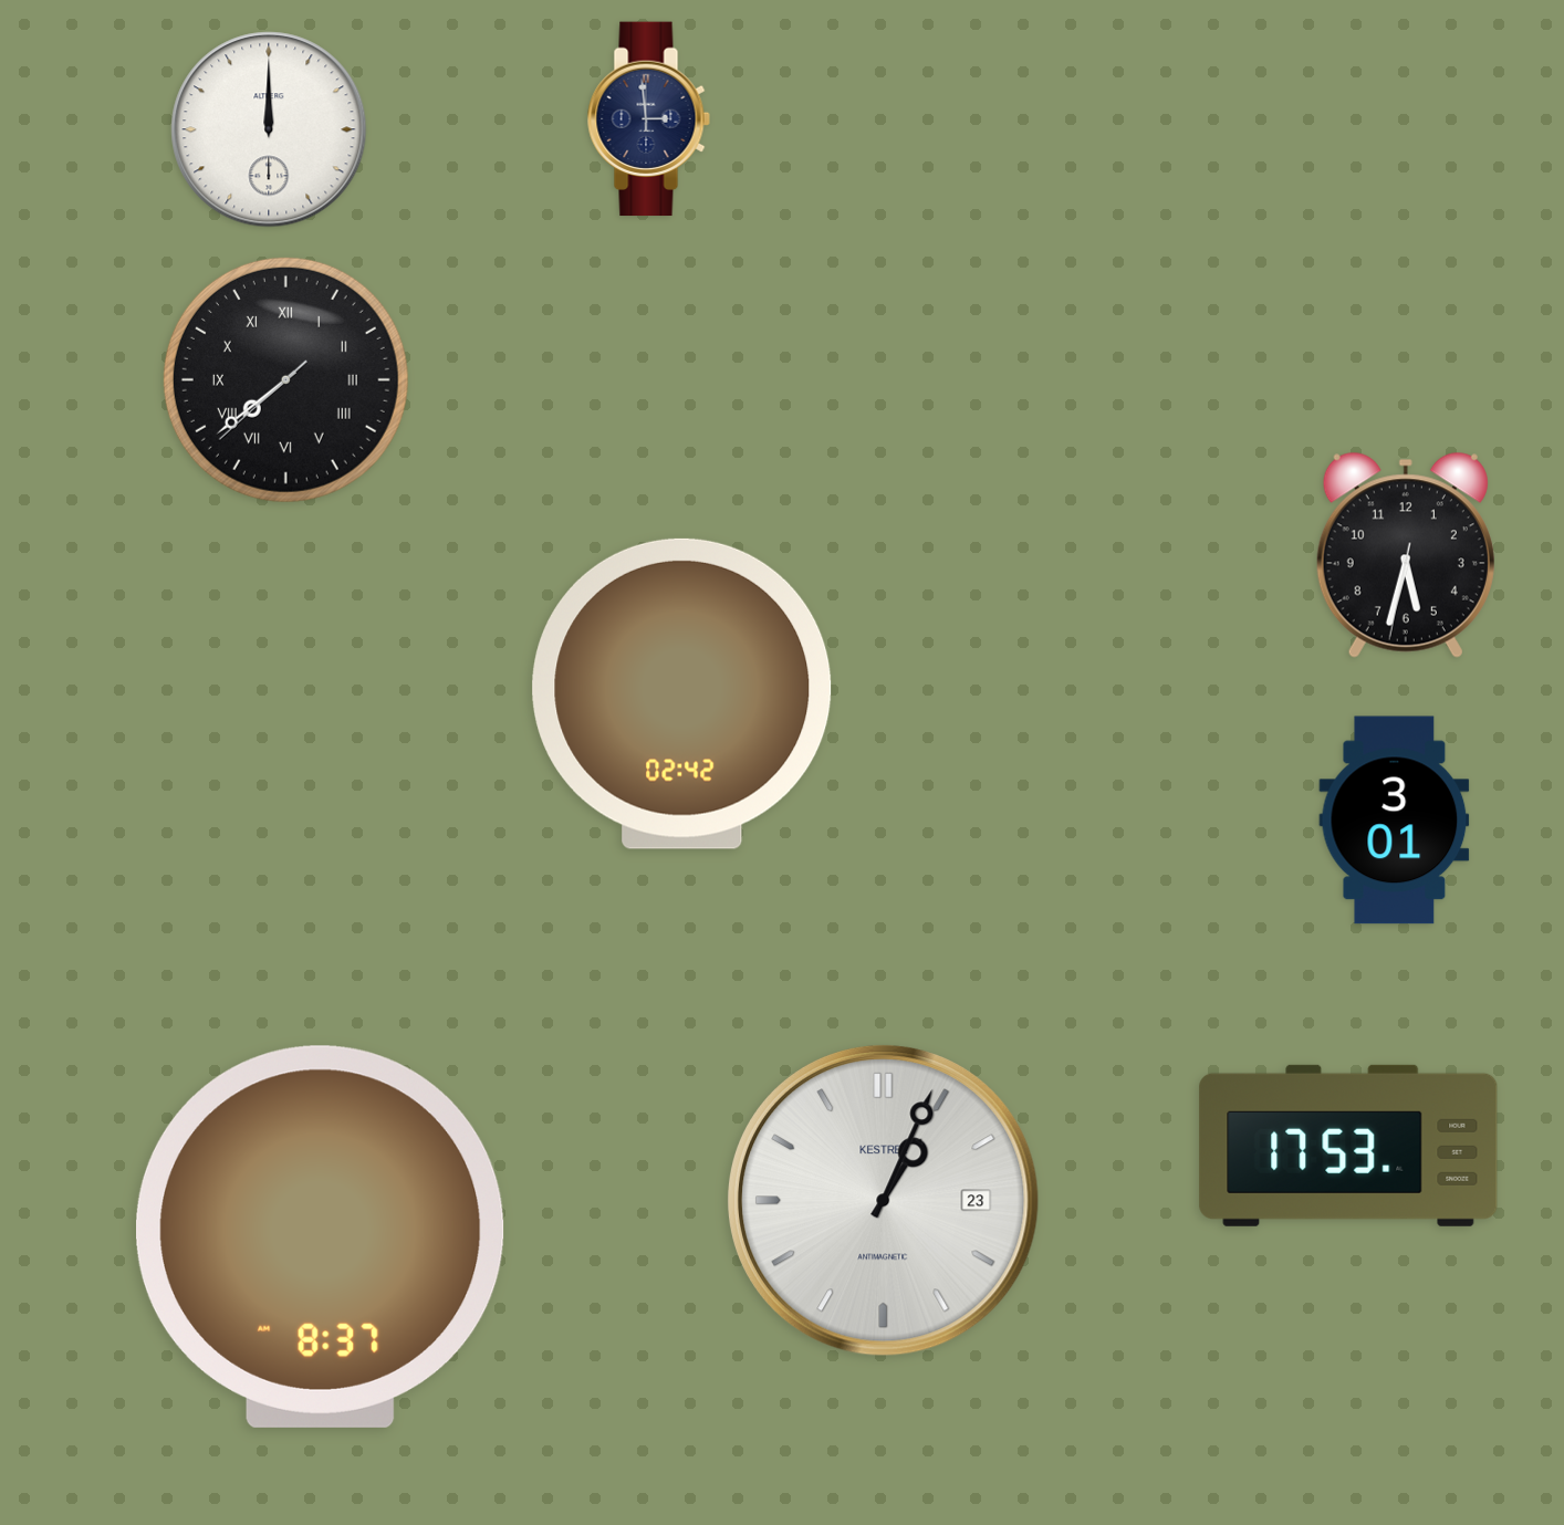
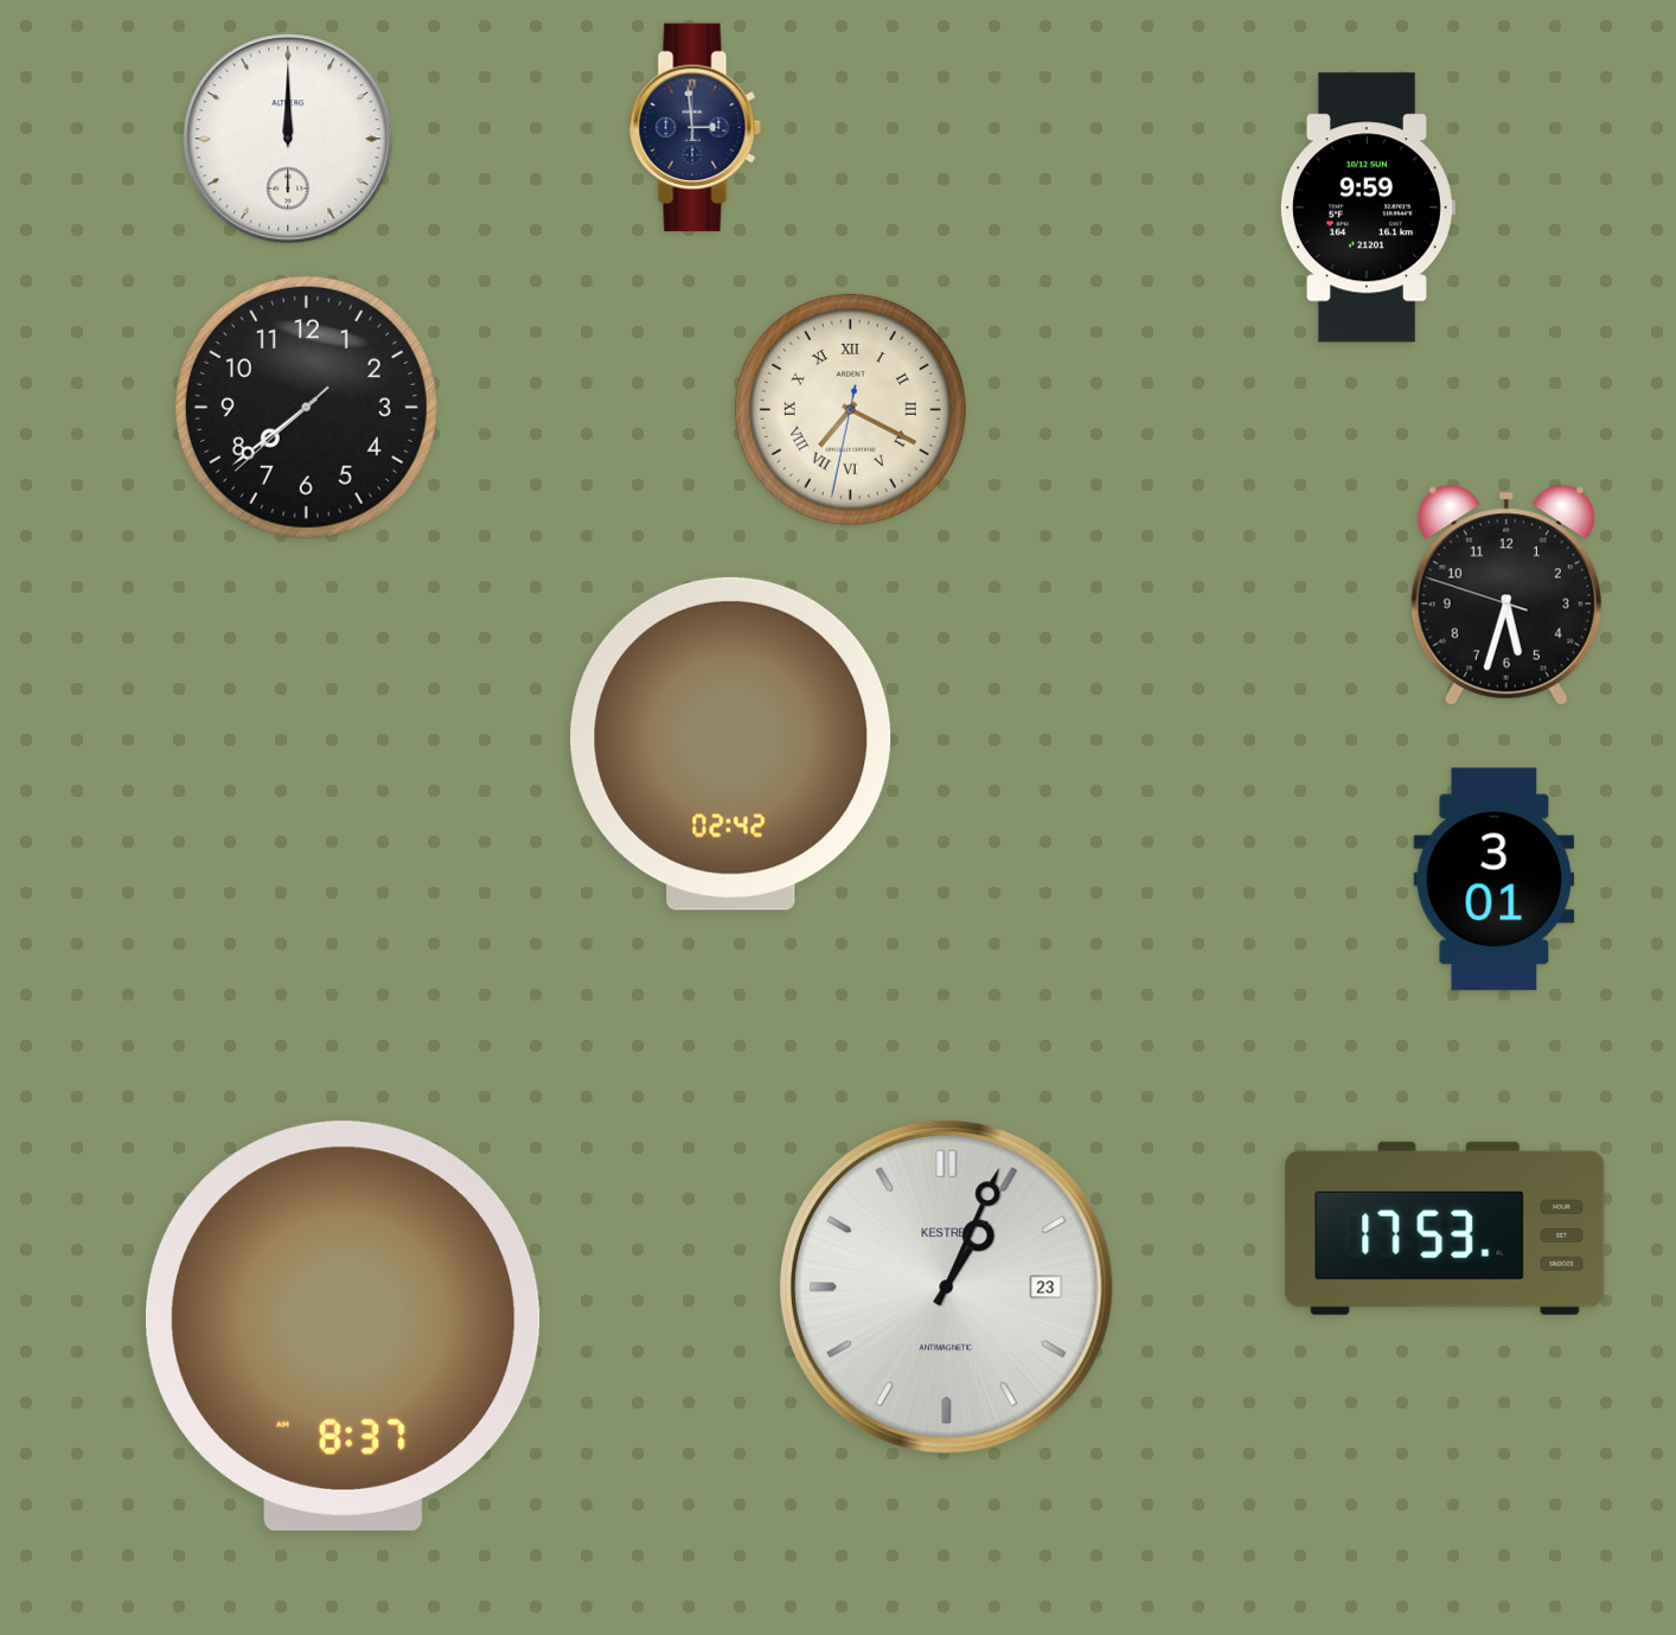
clock at (1367, 207): none -> 9:59
clock at (285, 379) numerals: Roman -> Arabic
clock at (850, 409): none -> 7:19
clock at (1406, 555): 5:32:32 -> 5:32:48
